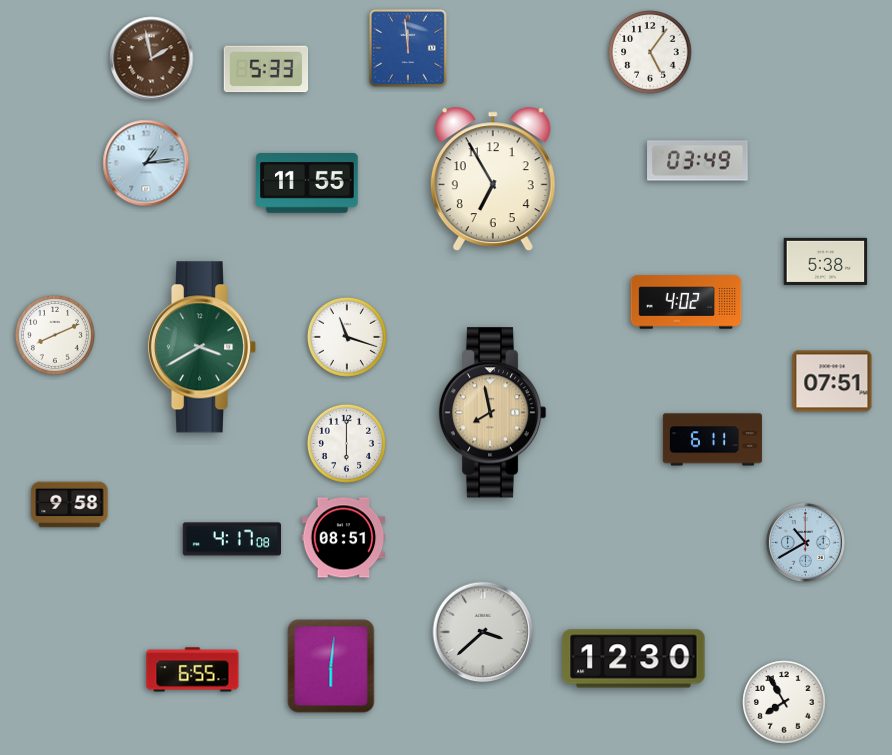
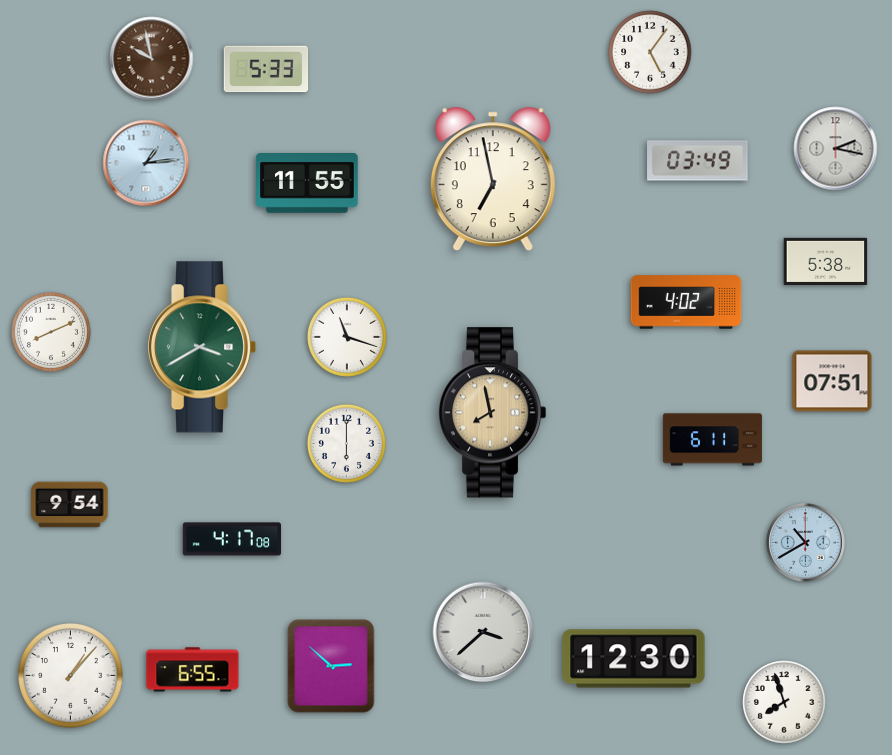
clock at (408, 48): 11:59 -> none
clock at (152, 59): 1:58 -> 9:58
clock at (836, 149): none -> 2:17
clock at (493, 178): 6:55 -> 6:58
clock at (55, 335) position: (55, 335) -> (51, 332)
clock at (70, 505): 9:58 -> 9:54
clock at (344, 538): 08:51 -> none
clock at (331, 666): 6:01 -> 2:52
clock at (71, 676): none -> 1:07
clock at (784, 702): 7:55 -> 7:57
